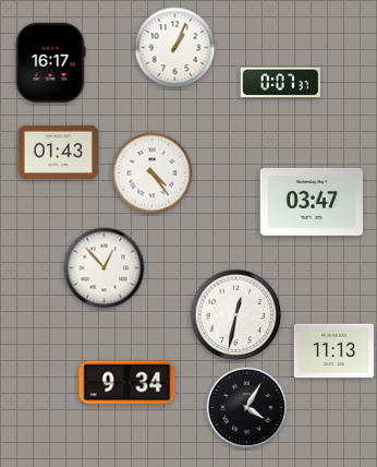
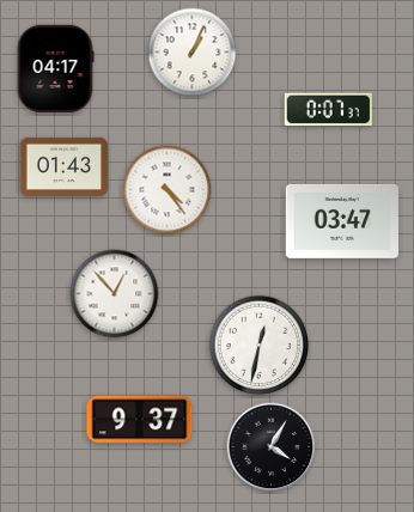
clock at (50, 62): 16:17 -> 04:17
clock at (280, 83) position: (280, 83) -> (328, 110)
clock at (333, 351): 11:13 -> none
clock at (127, 383): 9:34 -> 9:37
